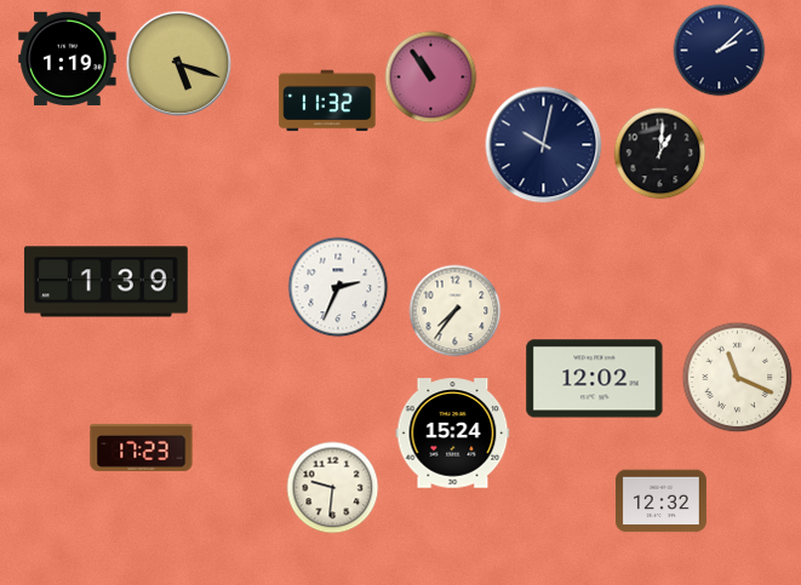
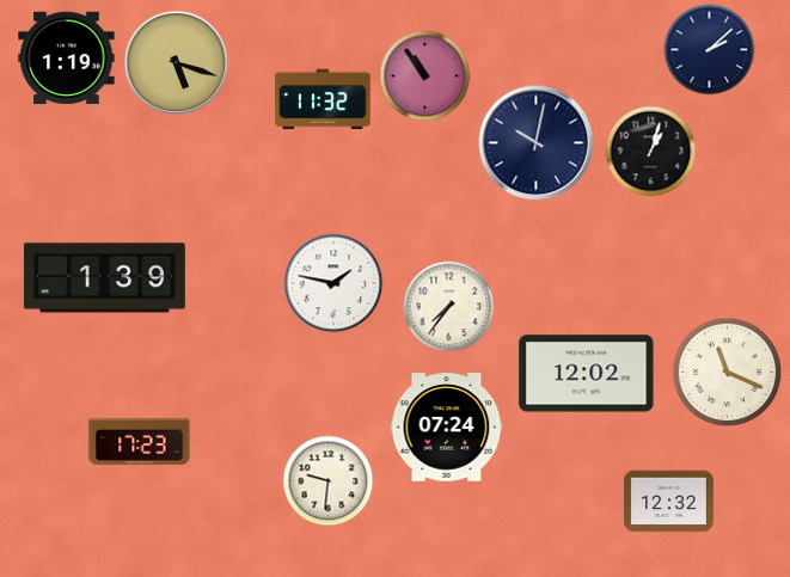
clock at (660, 154): 1:01 -> 1:03
clock at (338, 287): 2:34 -> 1:47
clock at (453, 434): 15:24 -> 07:24
clock at (660, 501) position: (660, 501) -> (668, 502)
